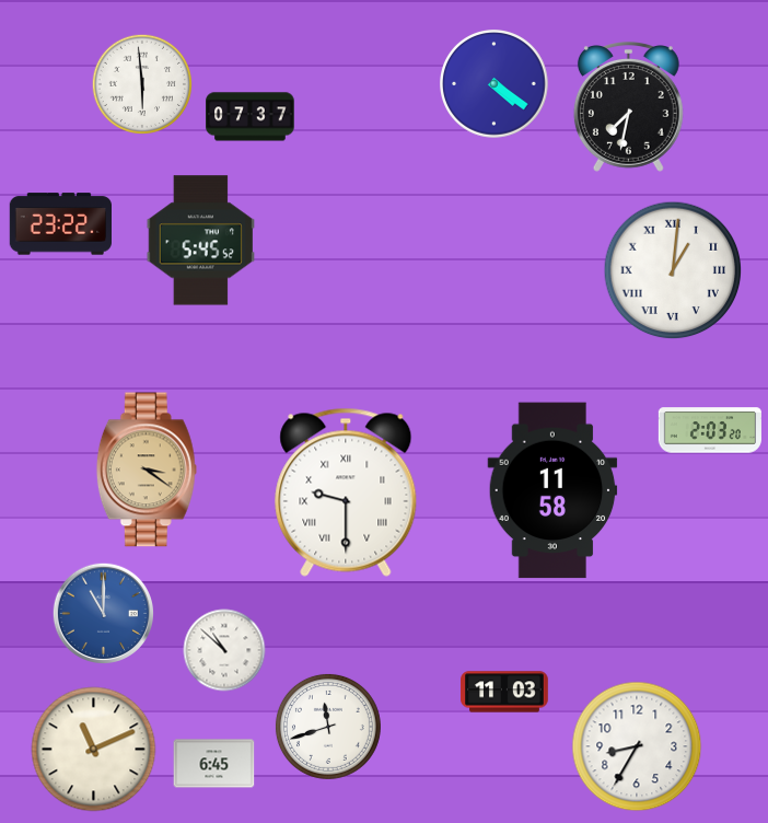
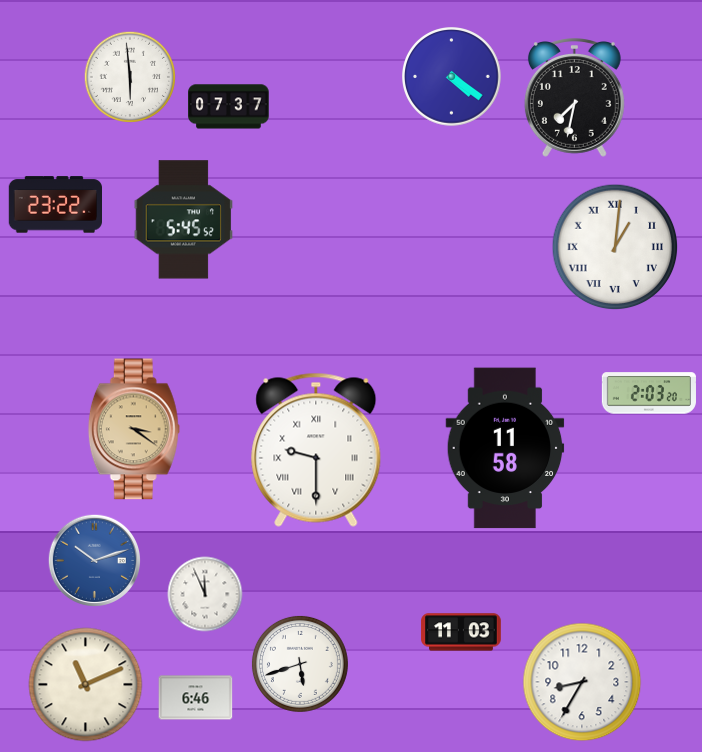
clock at (103, 613): 11:00 -> 10:12
clock at (224, 650): 10:52 -> 11:56
clock at (328, 727): 11:42 -> 5:42
clock at (214, 764): 6:45 -> 6:46
